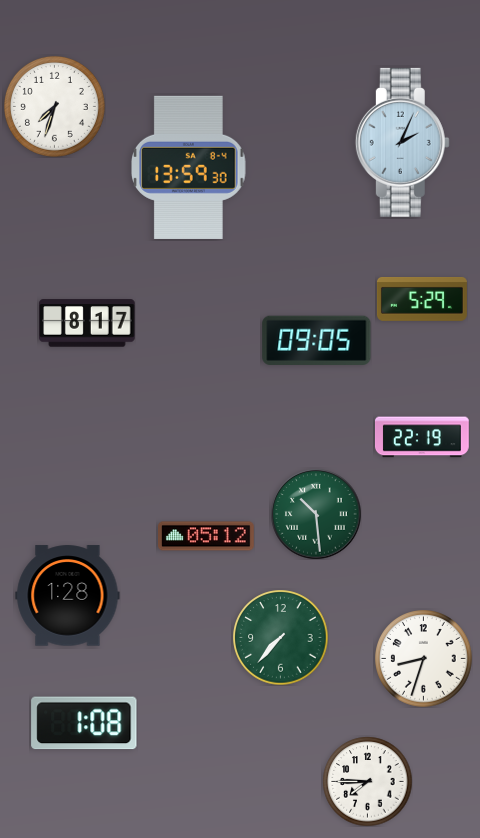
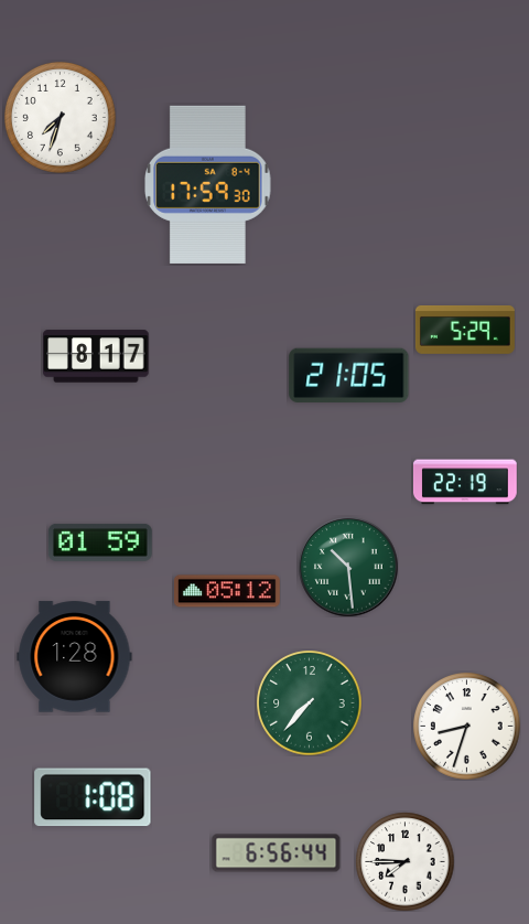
clock at (402, 142): 2:04 -> none
clock at (189, 167): 13:59 -> 17:59
clock at (317, 340): 09:05 -> 21:05
clock at (100, 542): none -> 01:59
clock at (277, 853): none -> 6:56
